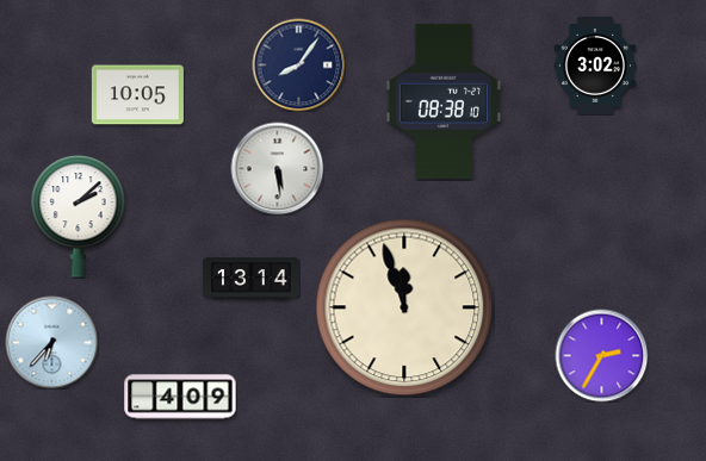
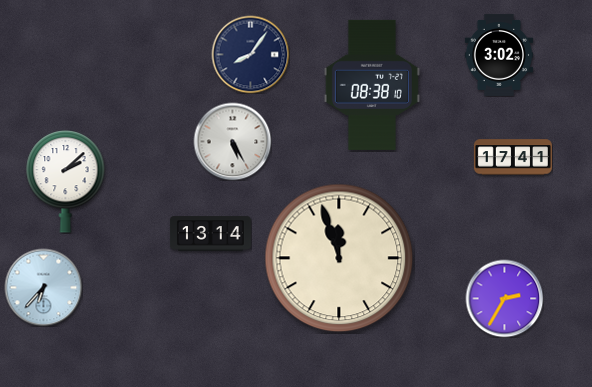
clock at (137, 95): 10:05 -> none
clock at (277, 168): 5:29 -> 5:25
clock at (513, 157): none -> 17:41
clock at (180, 397): 4:09 -> none
